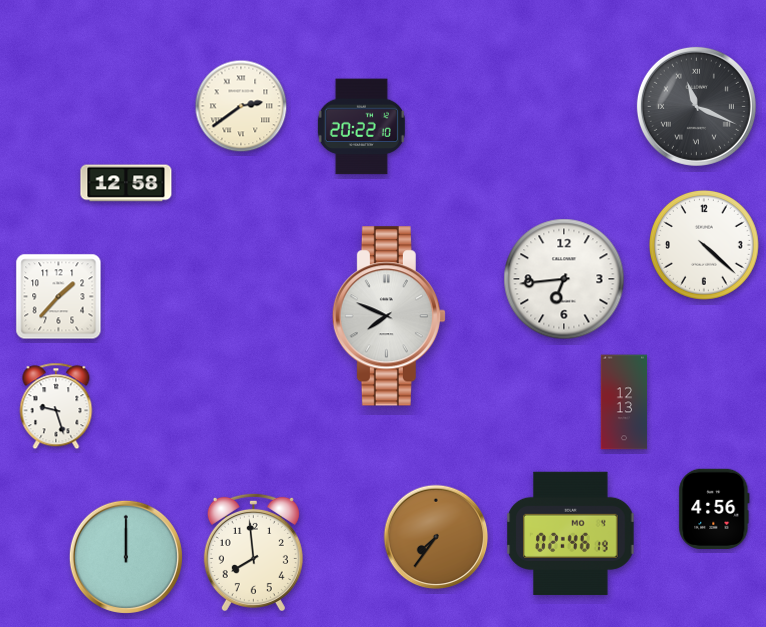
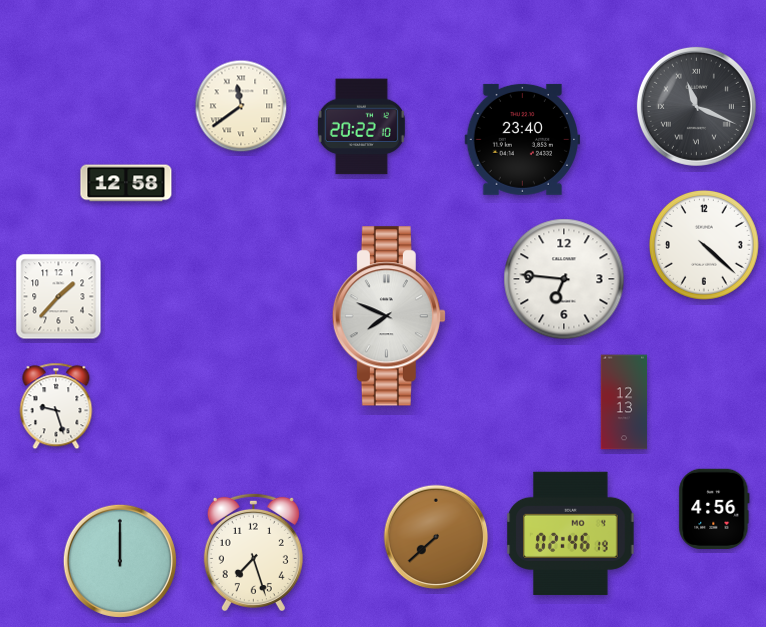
clock at (241, 106): 2:39 -> 11:39
clock at (523, 139): none -> 23:40
clock at (564, 279): 6:44 -> 6:46
clock at (436, 537): 7:36 -> 7:38
clock at (253, 551): 7:59 -> 7:27
clock at (126, 557) position: (126, 557) -> (120, 561)
